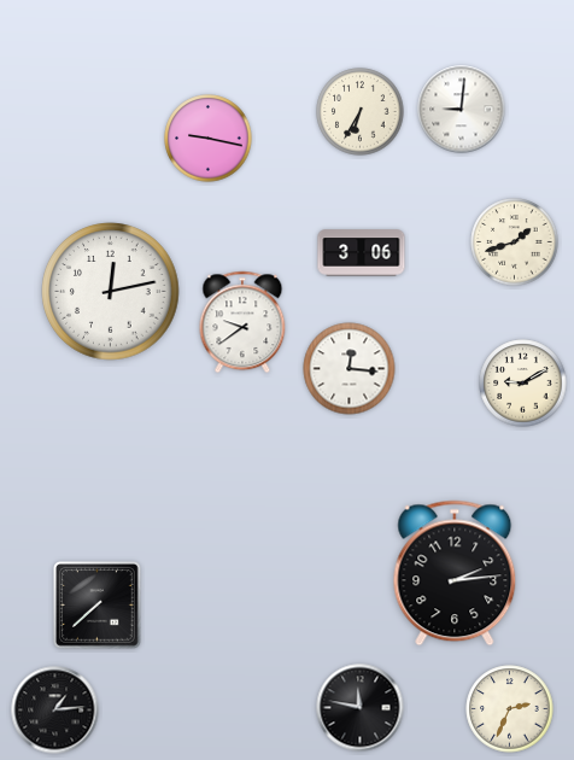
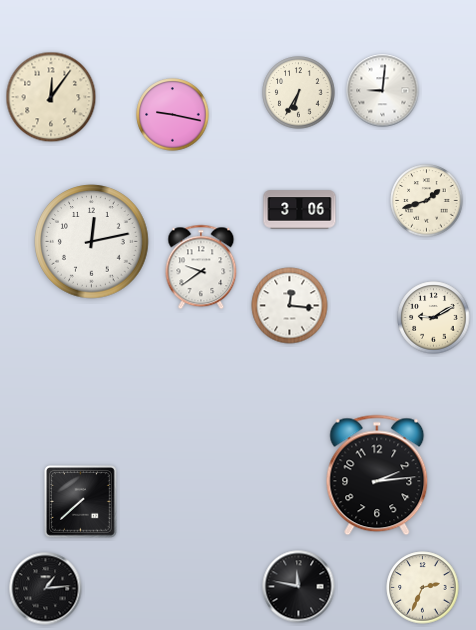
clock at (51, 97): none -> 12:06
